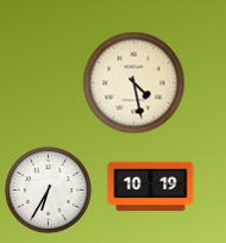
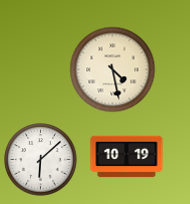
clock at (49, 191): 6:35 -> 6:08
